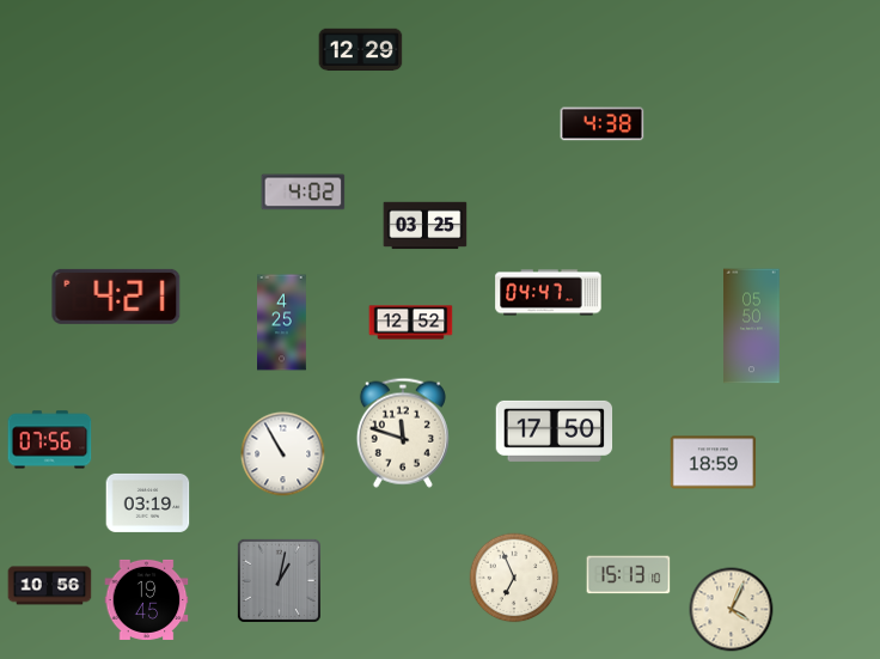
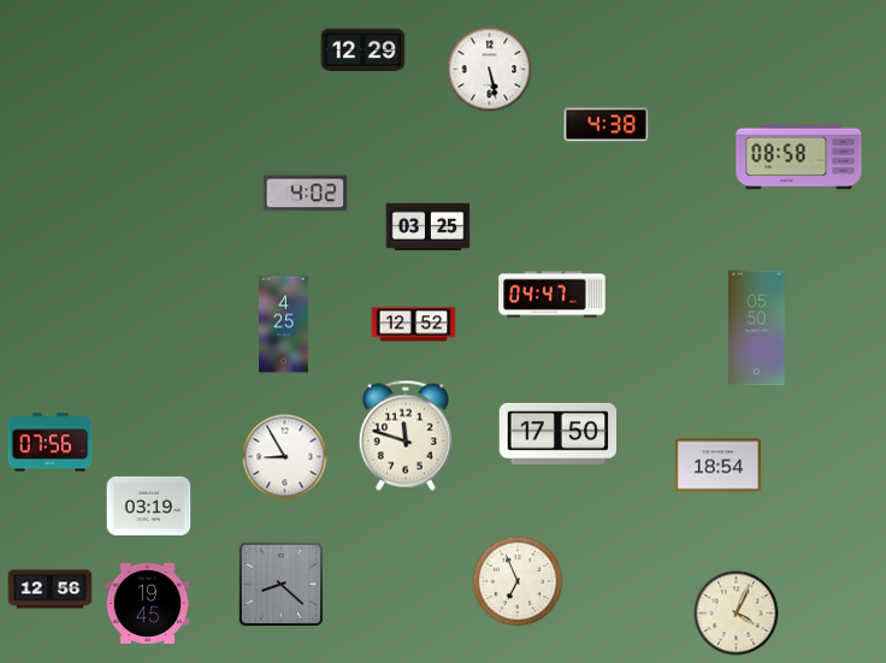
clock at (490, 70): none -> 5:28
clock at (799, 158): none -> 08:58
clock at (116, 297): 4:21 -> none
clock at (283, 454): 10:55 -> 8:55
clock at (714, 463): 18:59 -> 18:54
clock at (629, 575): 15:13 -> none
clock at (279, 580): 1:02 -> 8:22
clock at (50, 586): 10:56 -> 12:56
